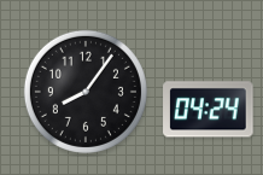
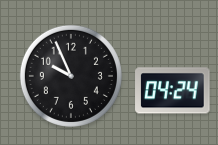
clock at (86, 92): 8:06 -> 9:56
